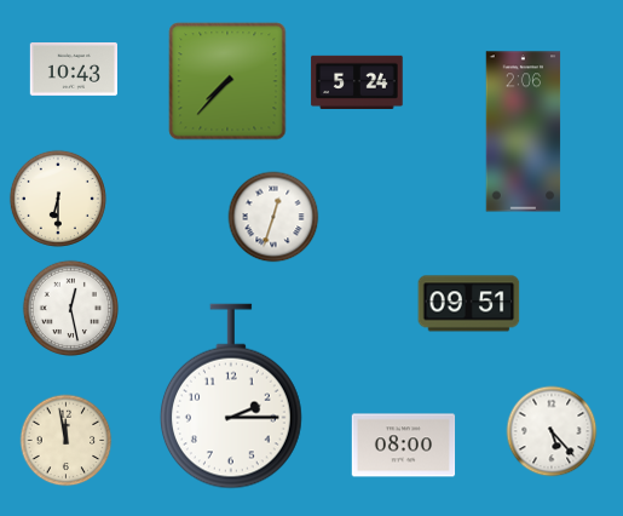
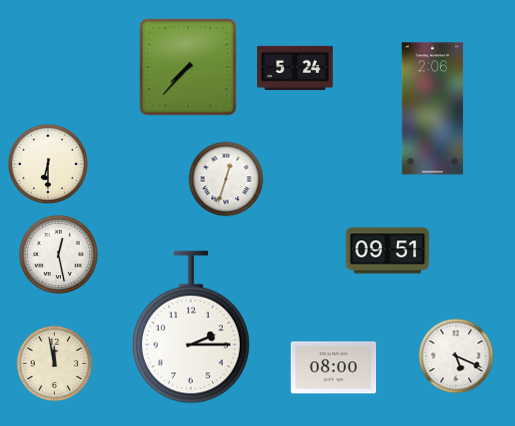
clock at (73, 70): 10:43 -> none
clock at (552, 431): 5:23 -> 5:19
